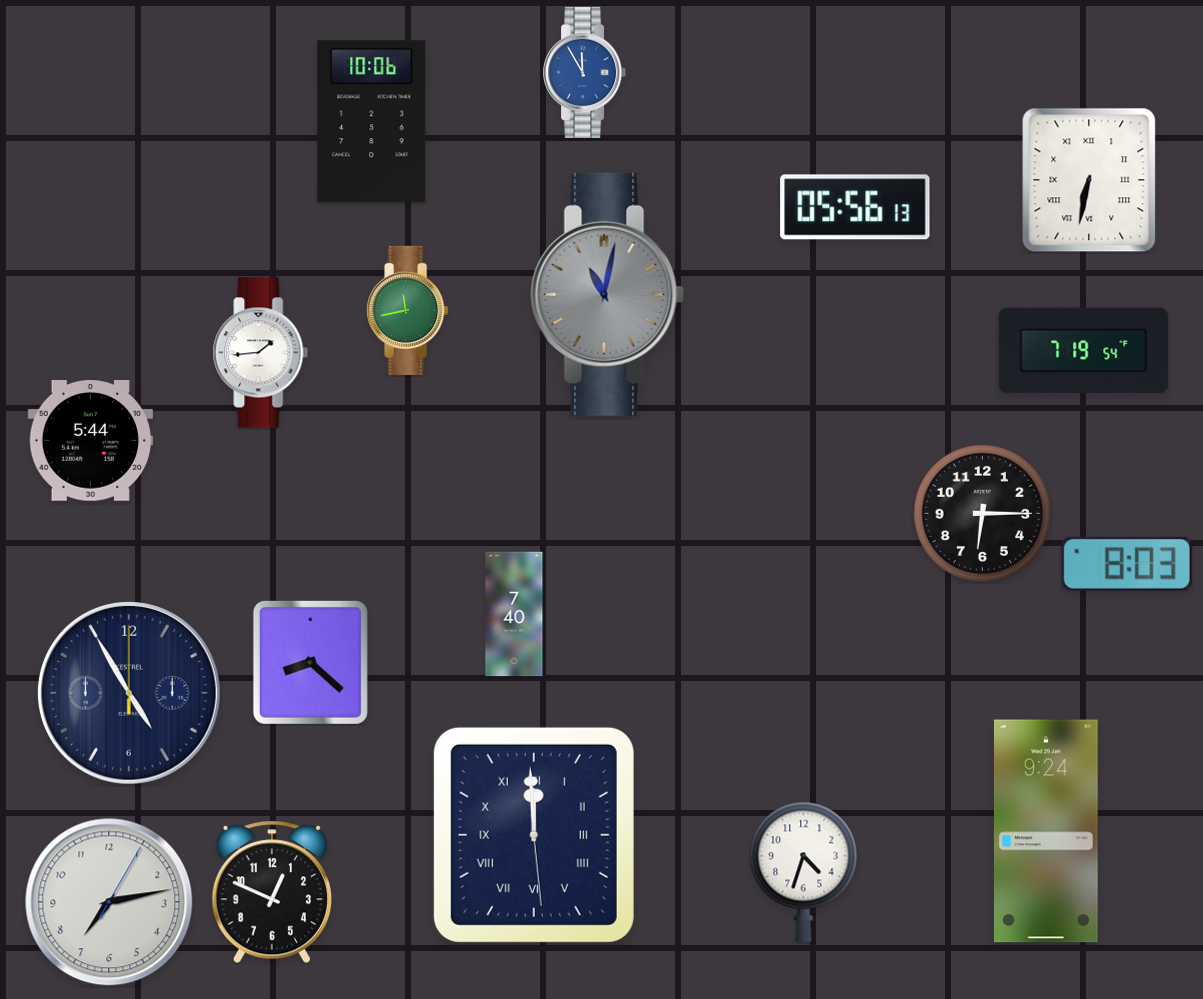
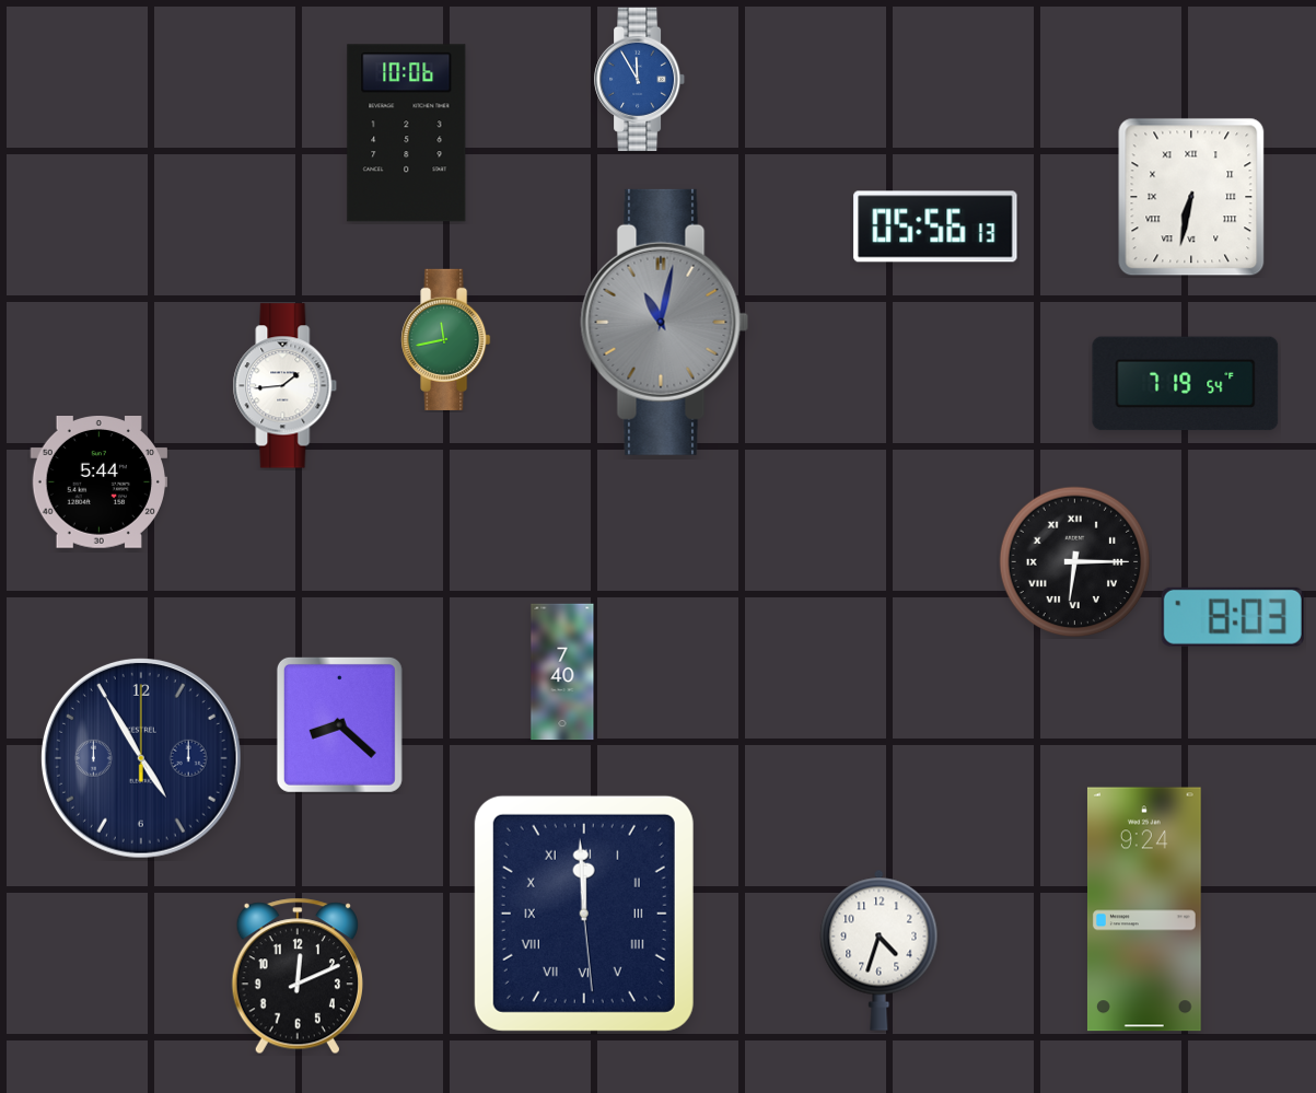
clock at (983, 514) numerals: Arabic -> Roman
clock at (271, 892): 12:49 -> 12:11
clock at (109, 902): 7:13 -> none
